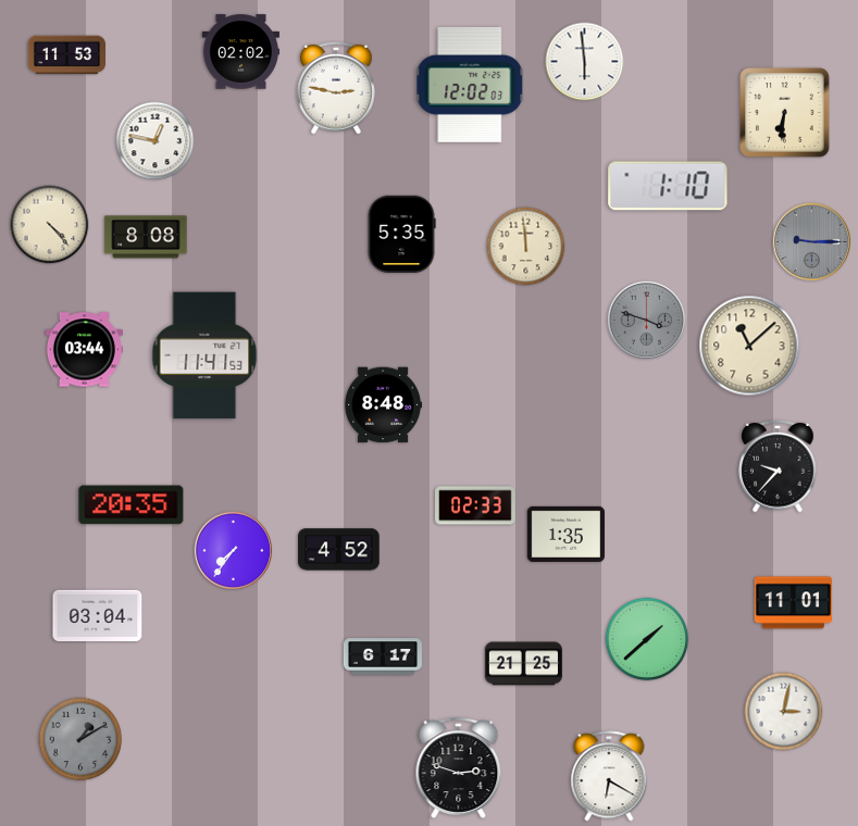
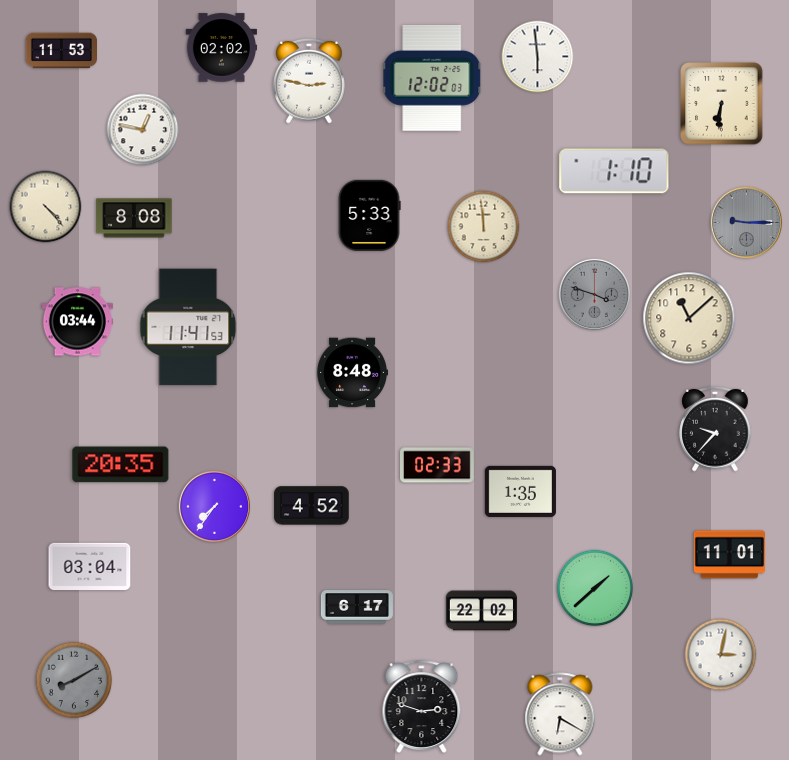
clock at (401, 234): 5:35 -> 5:33
clock at (383, 656) position: (383, 656) -> (357, 607)
clock at (523, 664): 21:25 -> 22:02
clock at (80, 739): 1:10 -> 8:10
